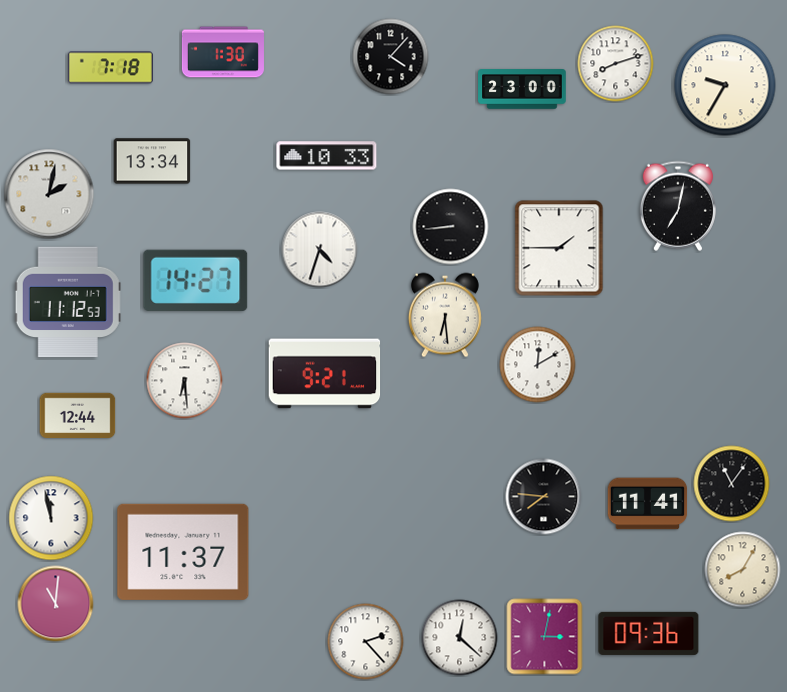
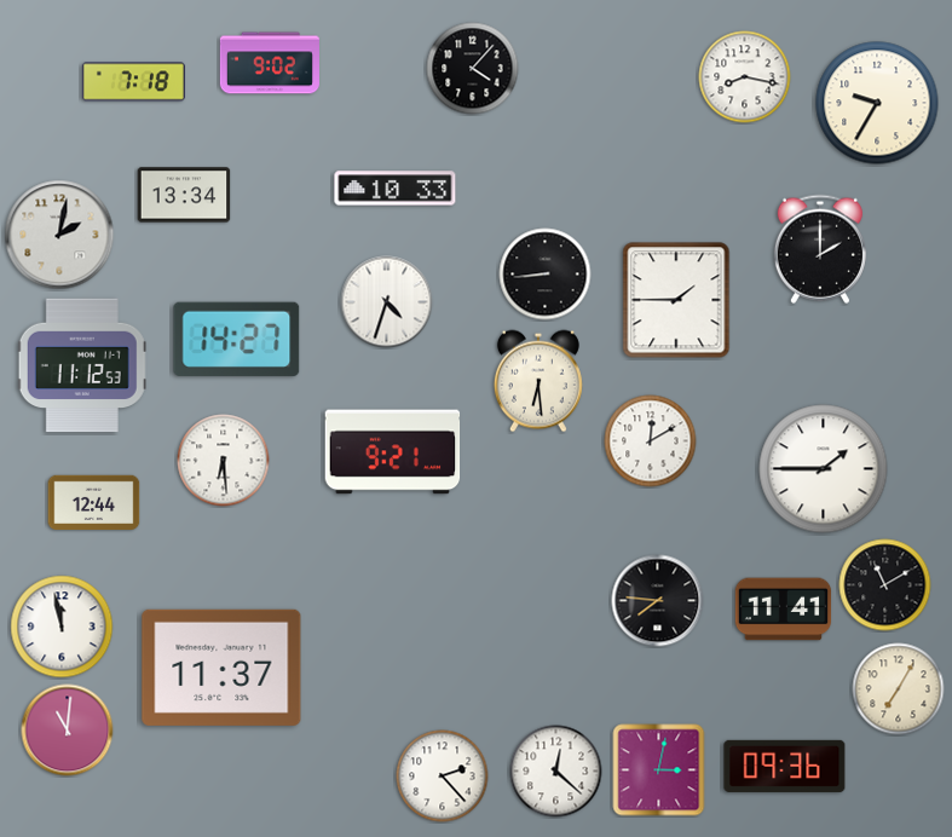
clock at (223, 52): 1:30 -> 9:02
clock at (616, 64): 8:12 -> 8:17
clock at (522, 89): 23:00 -> none
clock at (678, 206): 7:02 -> 2:00
clock at (824, 469): none -> 1:45
clock at (732, 484): 11:06 -> 11:10
clock at (743, 570): 8:05 -> 7:05
